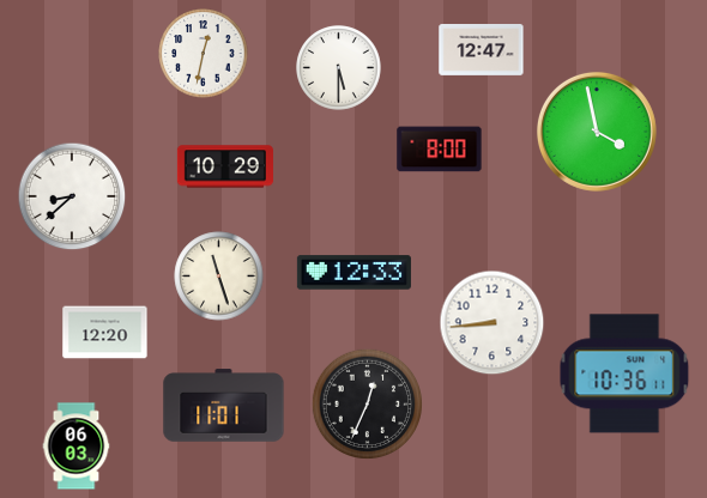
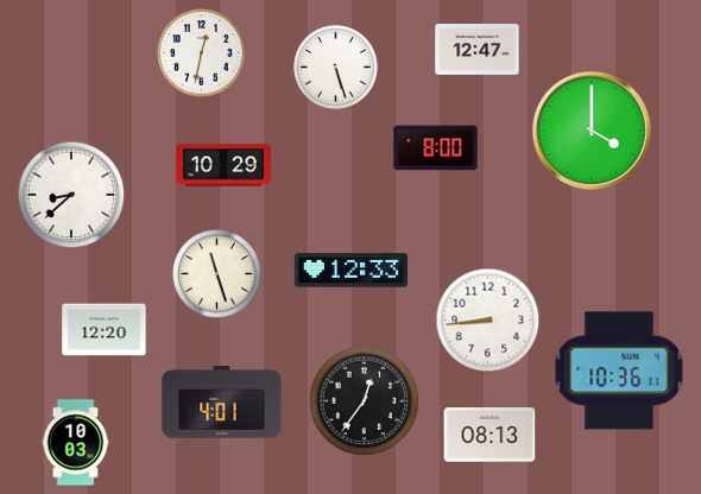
clock at (339, 68): 5:30 -> 5:27
clock at (597, 132): 3:58 -> 4:00
clock at (367, 403): 12:34 -> 12:36
clock at (224, 406): 11:01 -> 4:01
clock at (490, 435): none -> 08:13
clock at (77, 447): 06:03 -> 10:03
